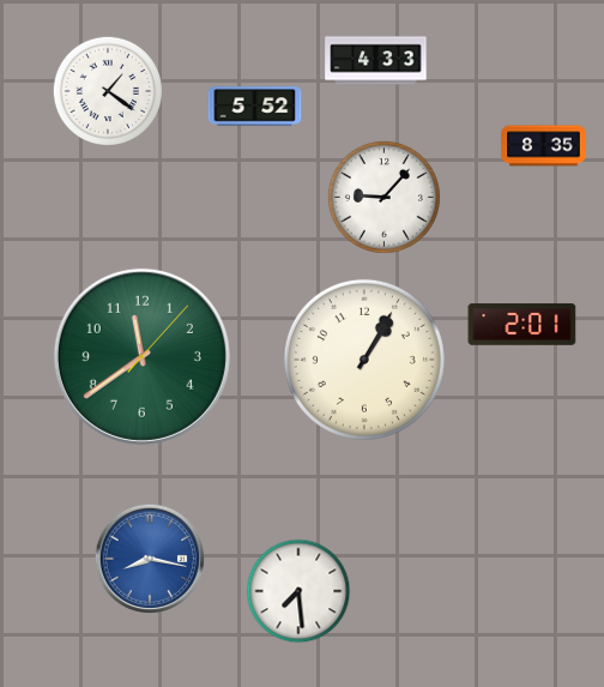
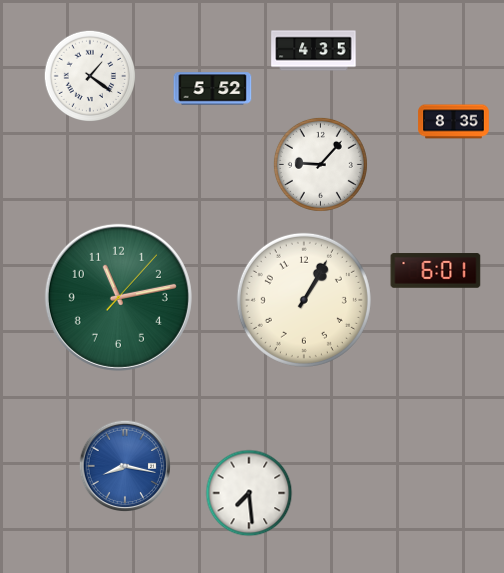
clock at (376, 61): 4:33 -> 4:35
clock at (523, 325): 2:01 -> 6:01
clock at (141, 356): 11:39 -> 11:13
